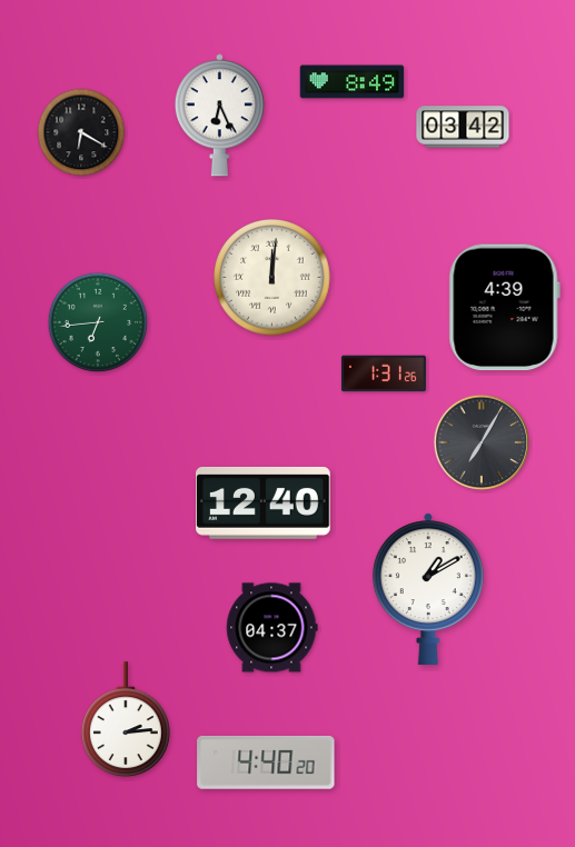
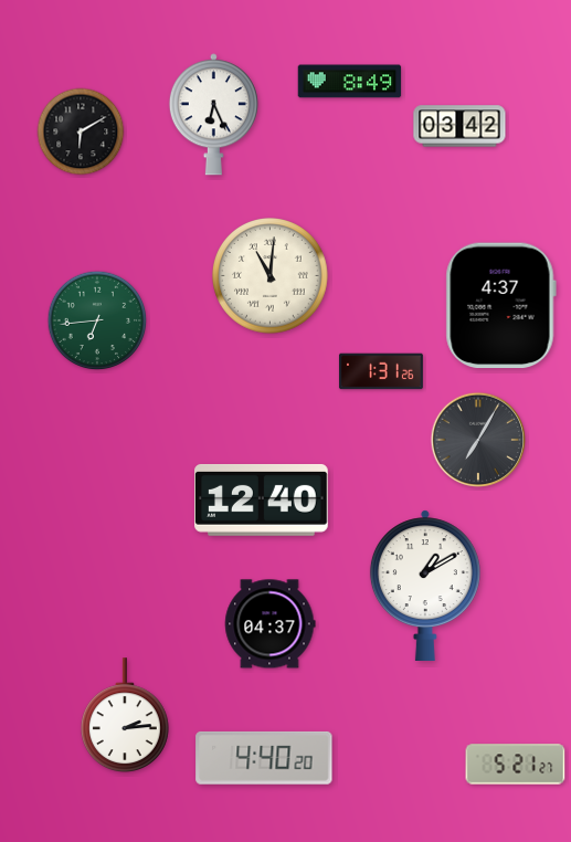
clock at (219, 116) position: (219, 116) -> (213, 115)
clock at (81, 132): 6:20 -> 6:10
clock at (272, 278): 12:01 -> 11:01
clock at (504, 308): 4:39 -> 4:37
clock at (516, 765): none -> 5:21
